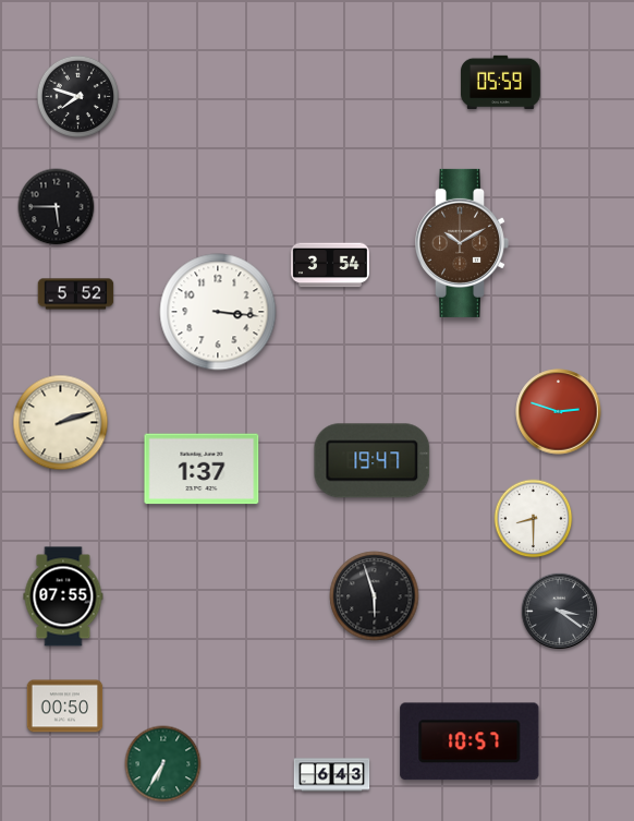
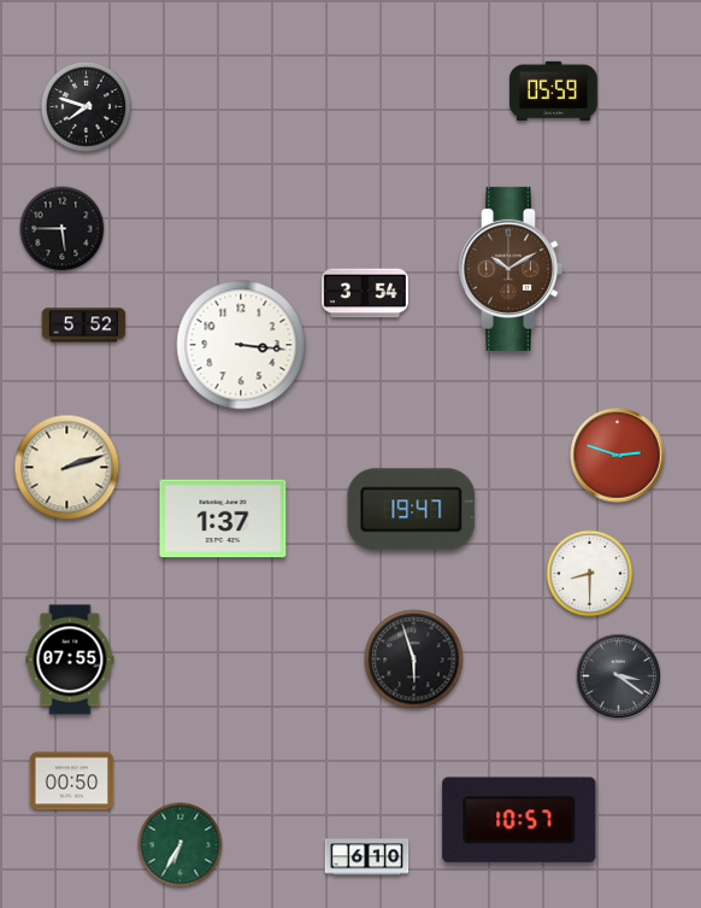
clock at (332, 775): 6:43 -> 6:10
